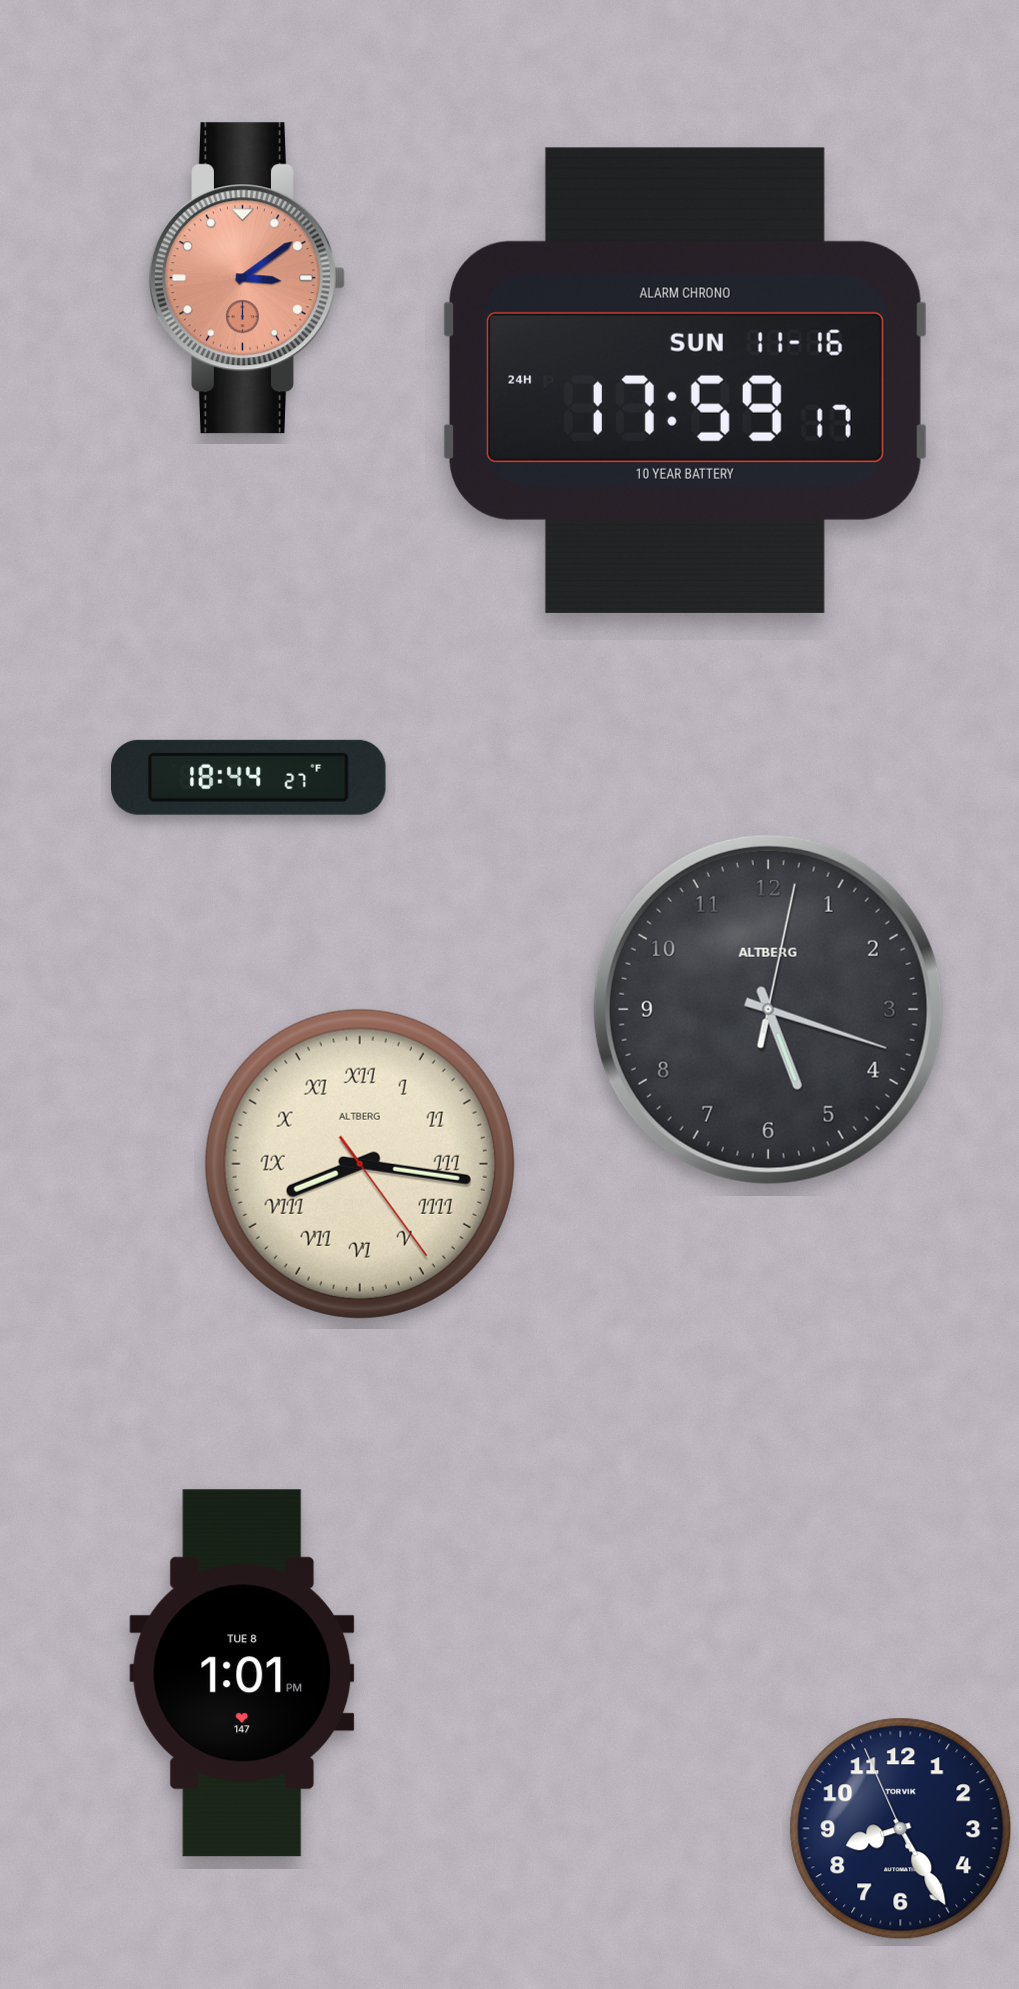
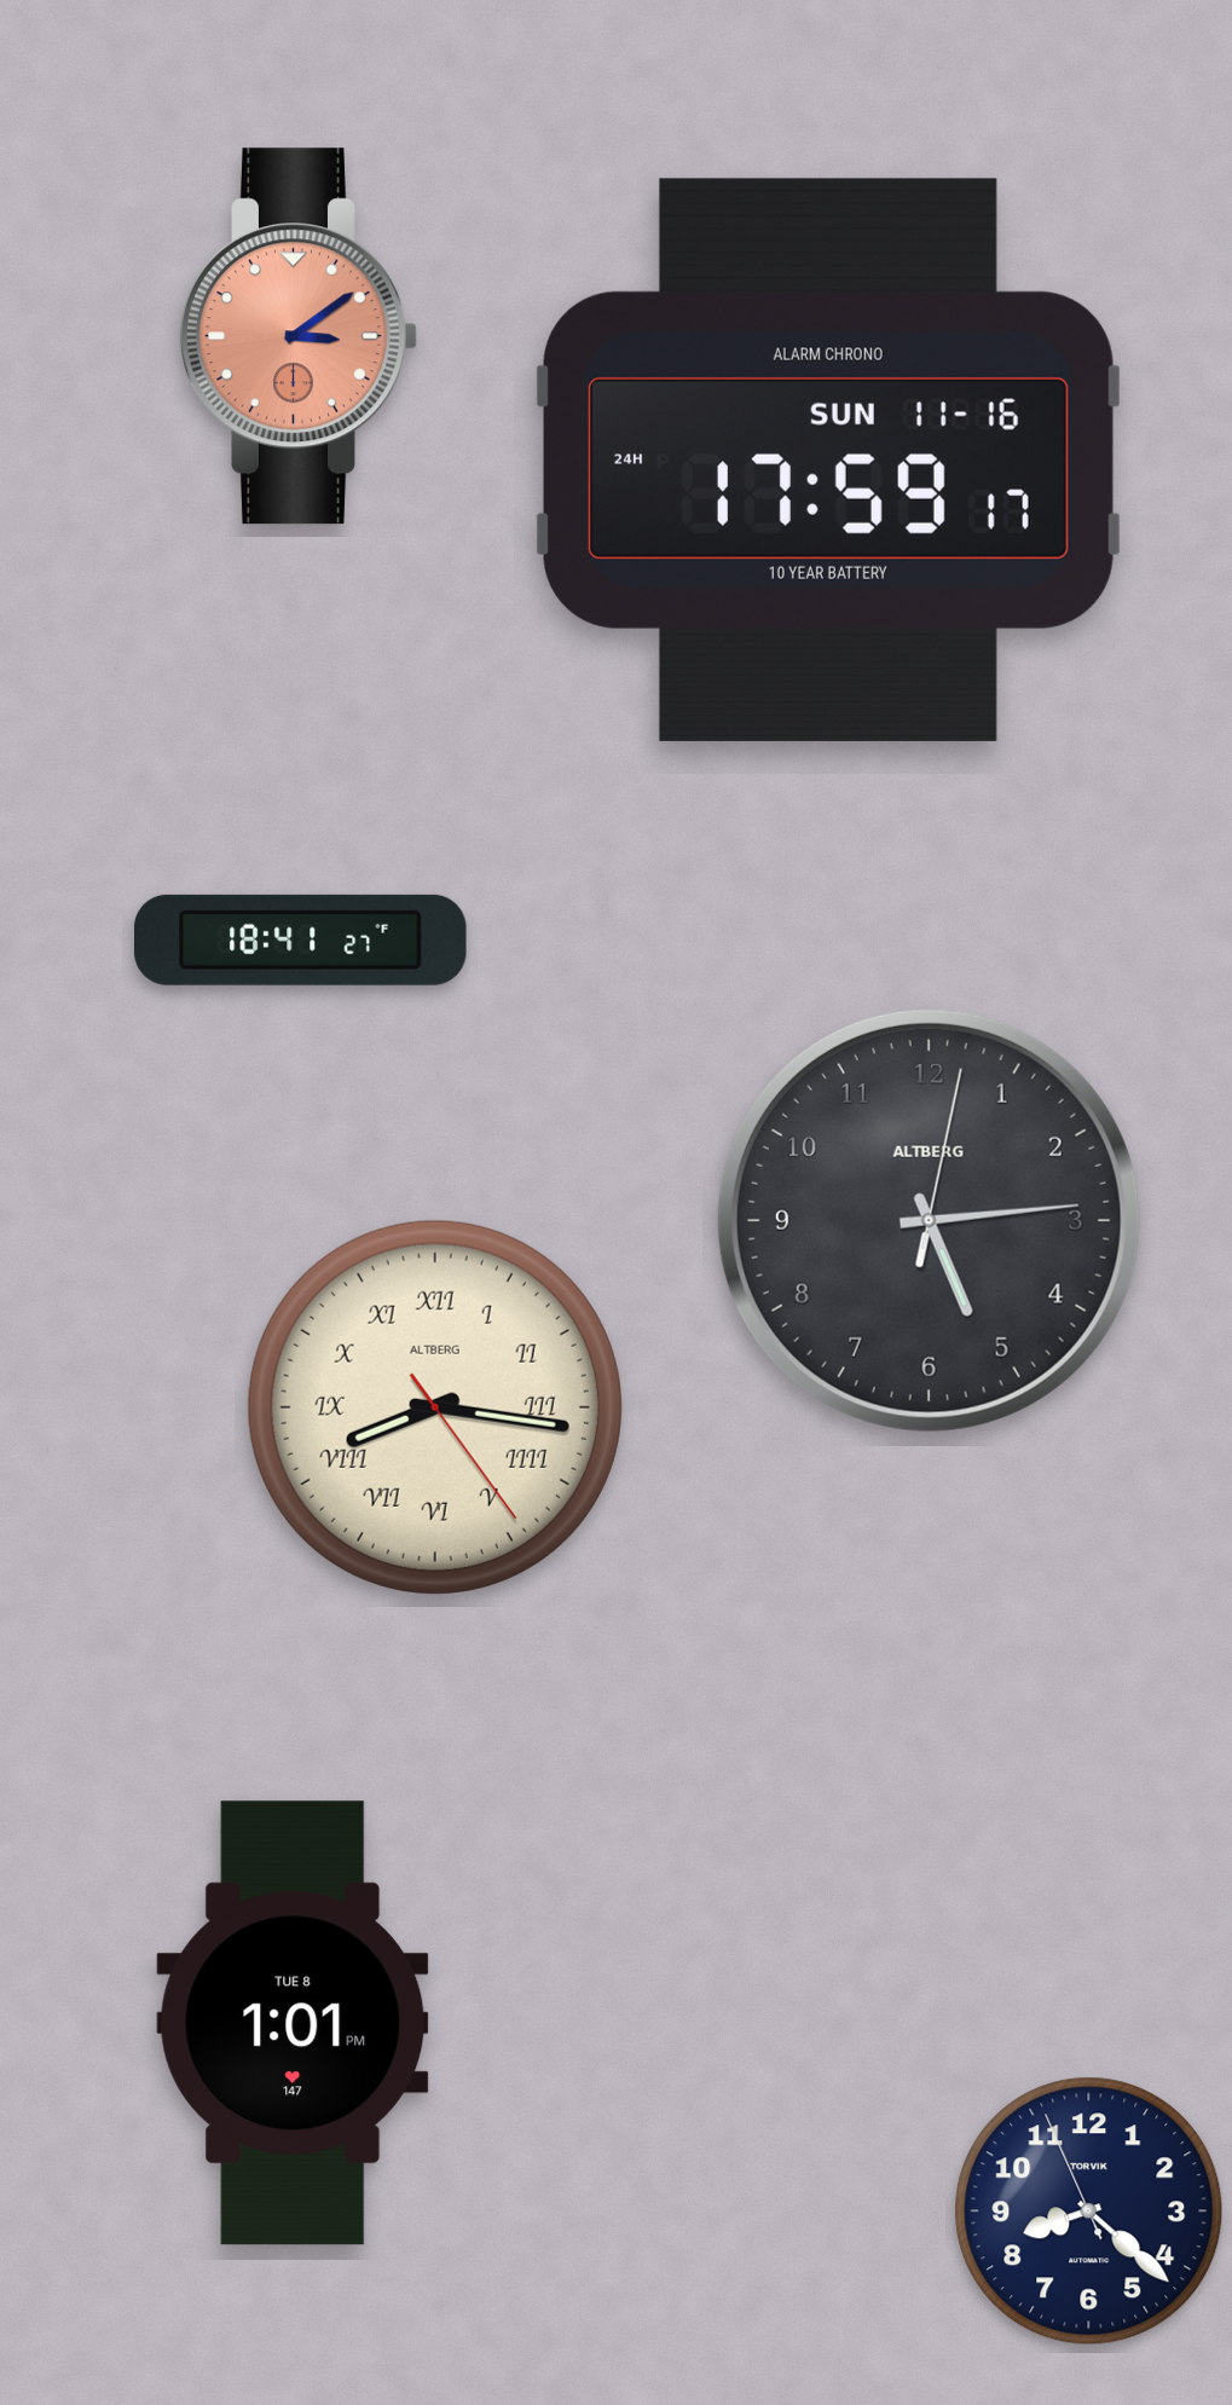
clock at (249, 777): 18:44 -> 18:41
clock at (768, 1009): 5:18 -> 5:14
clock at (901, 1829): 8:24 -> 8:21
